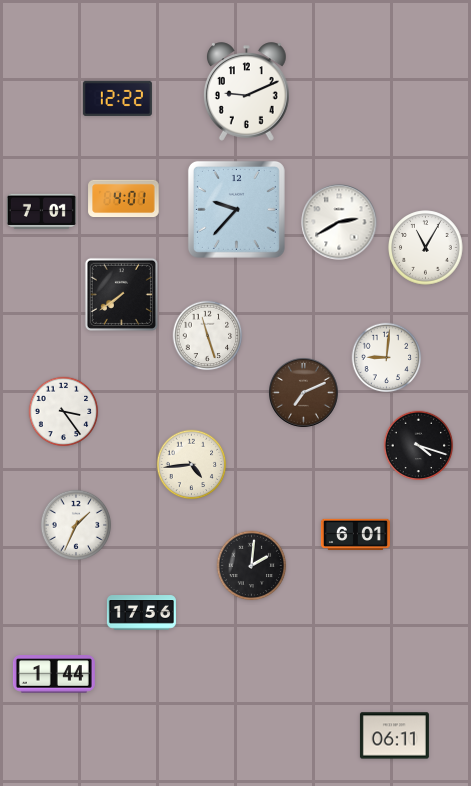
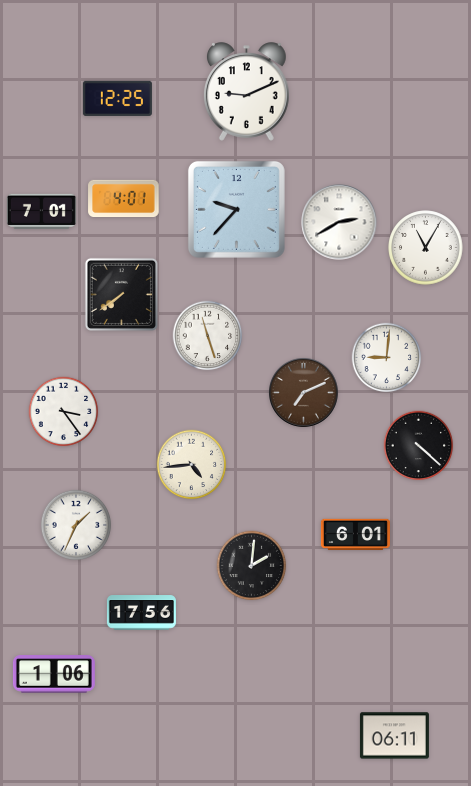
clock at (117, 98): 12:22 -> 12:25
clock at (419, 446): 4:18 -> 4:22
clock at (54, 674): 1:44 -> 1:06
